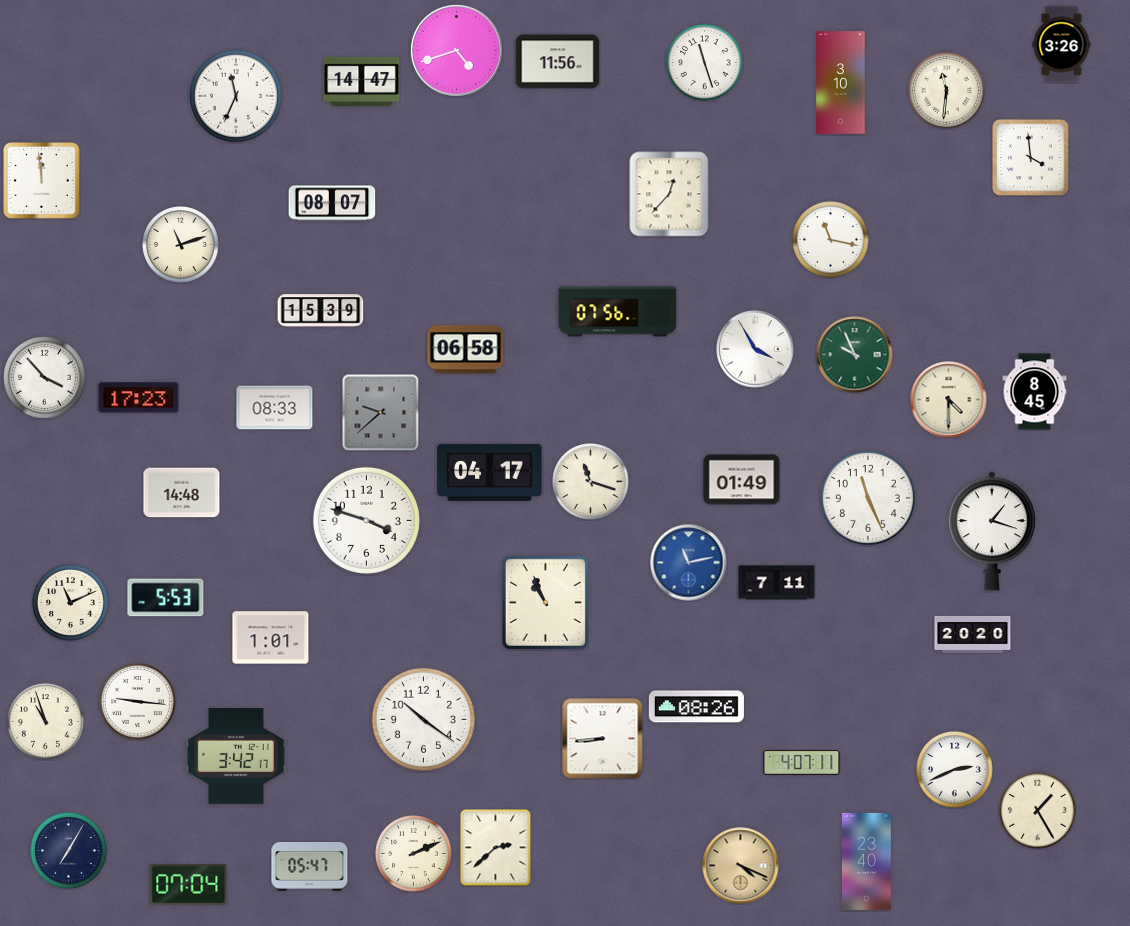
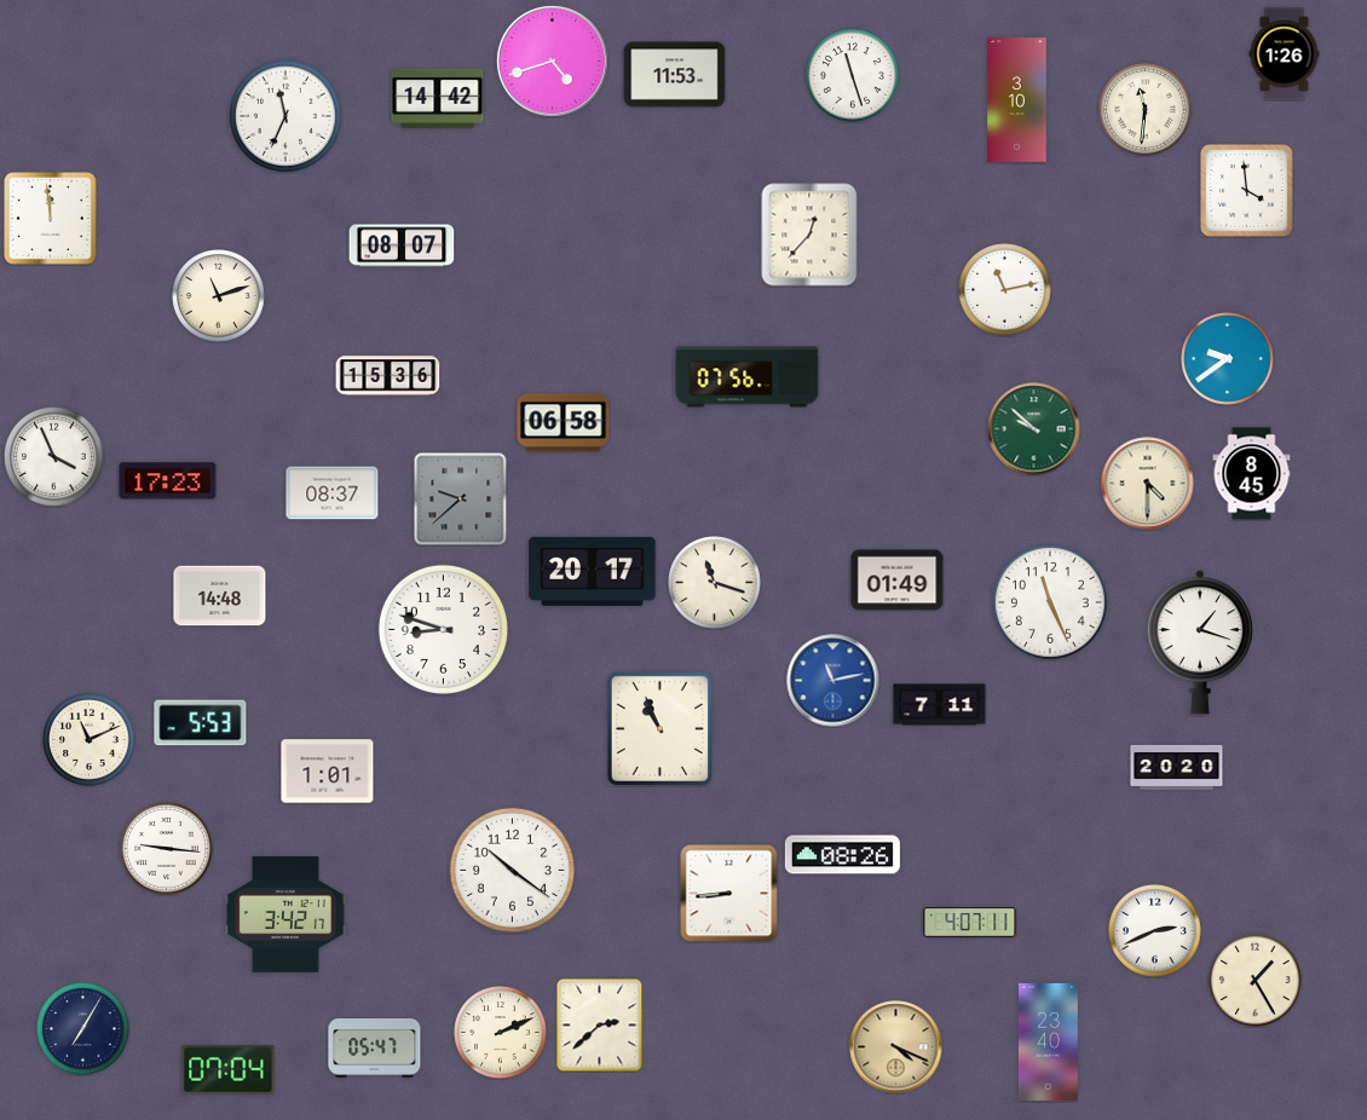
clock at (1062, 45): 3:26 -> 1:26
clock at (558, 62): 11:56 -> 11:53
clock at (362, 81): 14:47 -> 14:42
clock at (831, 240): 11:17 -> 11:13
clock at (1228, 359): none -> 9:39
clock at (321, 311): 15:39 -> 15:36
clock at (755, 349): 3:55 -> none
clock at (855, 355): 9:56 -> 9:52
clock at (45, 378): 3:53 -> 3:56
clock at (275, 408): 08:33 -> 08:37
clock at (490, 472): 04:17 -> 20:17
clock at (366, 520): 3:48 -> 8:48
clock at (71, 603) position: (71, 603) -> (90, 740)
clock at (46, 722): 10:57 -> none
